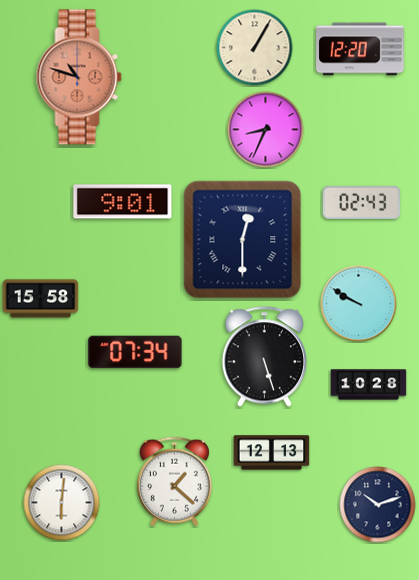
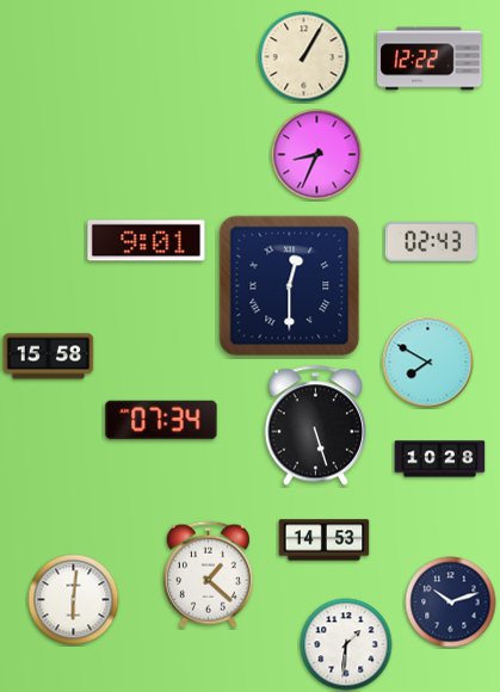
clock at (360, 49): 12:20 -> 12:22
clock at (79, 77): 10:48 -> none
clock at (359, 304): 9:50 -> 7:50
clock at (272, 453): 12:13 -> 14:53
clock at (346, 644): none -> 1:31
